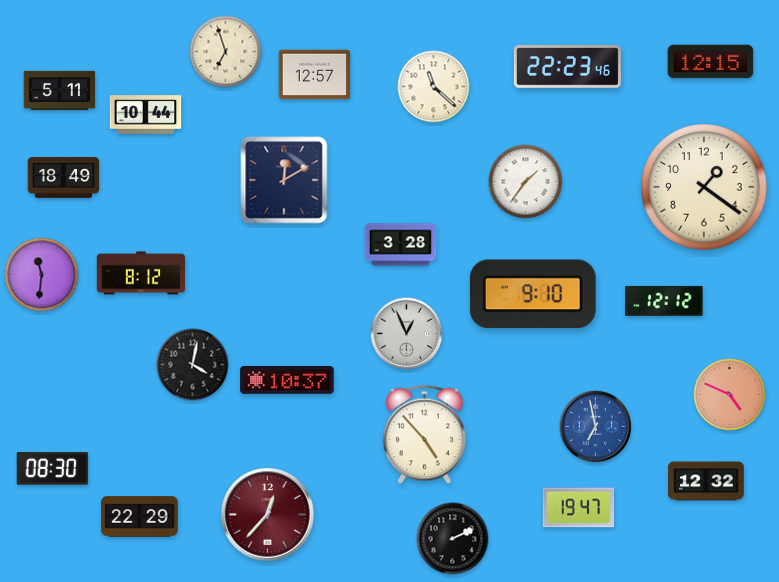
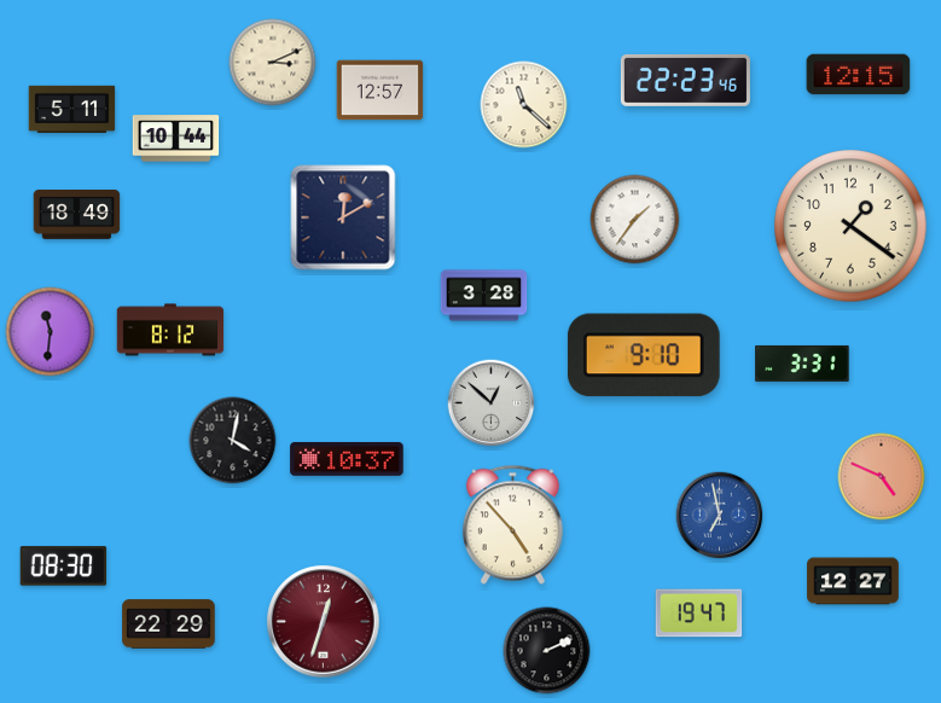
clock at (226, 52): 6:57 -> 3:11
clock at (664, 301): 12:12 -> 3:31
clock at (407, 334): 12:56 -> 12:52
clock at (706, 481): 12:32 -> 12:27
clock at (268, 515): 12:37 -> 12:33
